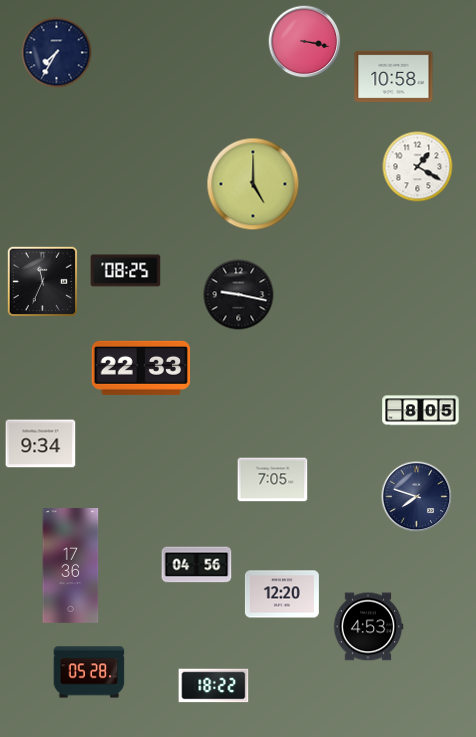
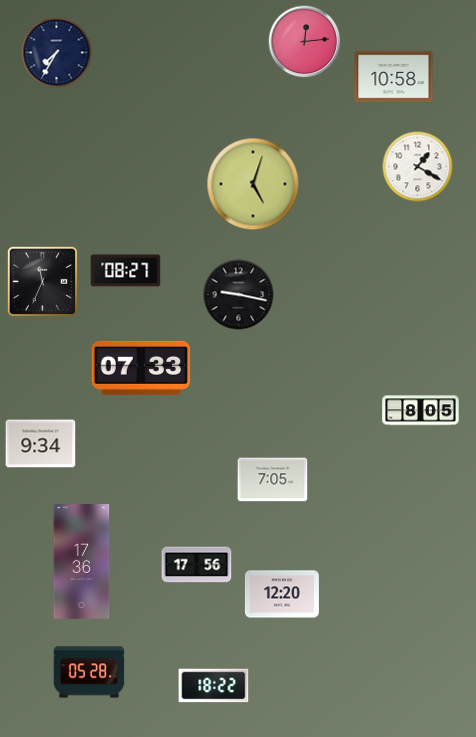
clock at (305, 42): 3:17 -> 12:14
clock at (253, 184): 5:00 -> 5:03
clock at (126, 271): 08:25 -> 08:27
clock at (141, 368): 22:33 -> 07:33
clock at (417, 497): 7:48 -> none
clock at (197, 565): 04:56 -> 17:56
clock at (71, 566) position: (71, 566) -> (82, 562)
clock at (368, 627): 4:53 -> none
